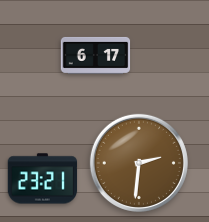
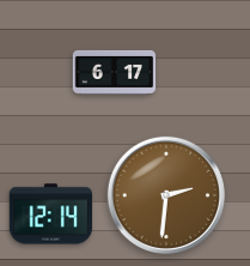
clock at (96, 55) position: (96, 55) -> (115, 72)
clock at (43, 179): 23:21 -> 12:14
